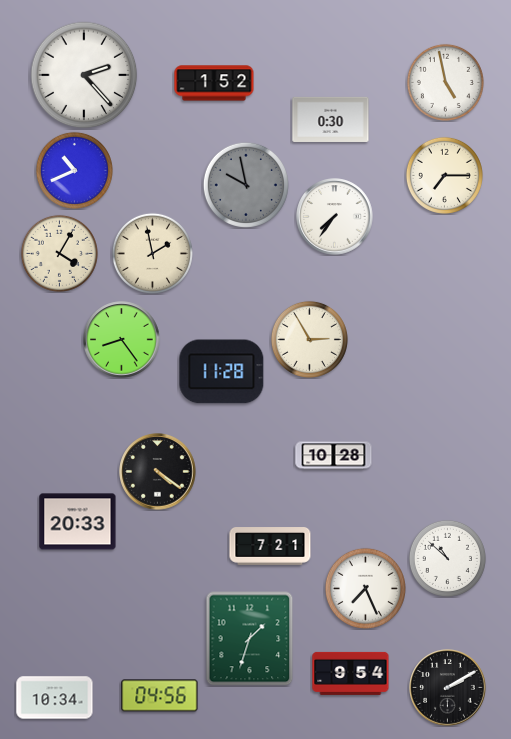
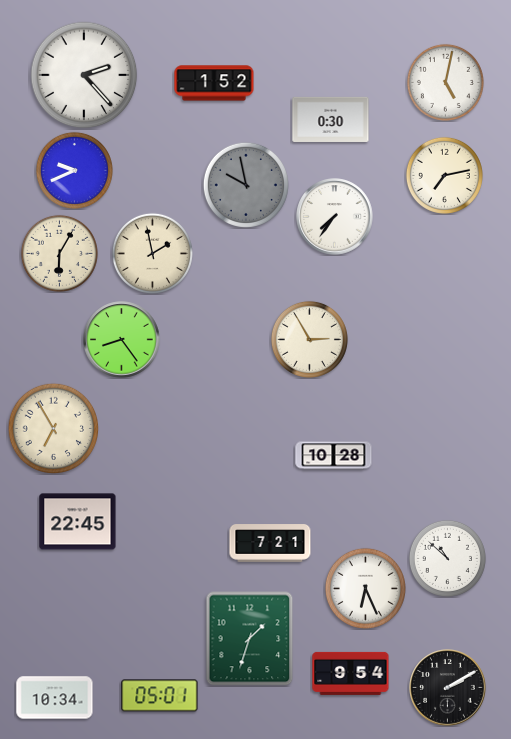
clock at (445, 82): 4:58 -> 5:02
clock at (74, 170): 10:41 -> 9:41
clock at (444, 175): 7:15 -> 7:13
clock at (59, 253): 4:05 -> 6:05
clock at (222, 372): 11:28 -> none
clock at (53, 428): none -> 6:55
clock at (158, 472): 4:21 -> none
clock at (78, 522): 20:33 -> 22:45
clock at (270, 546) position: (270, 546) -> (270, 543)
clock at (365, 588): 7:26 -> 6:26
clock at (160, 696): 04:56 -> 05:01
